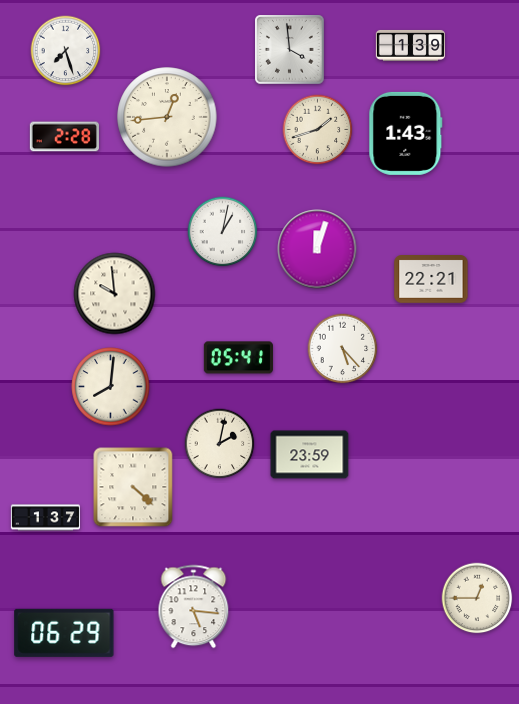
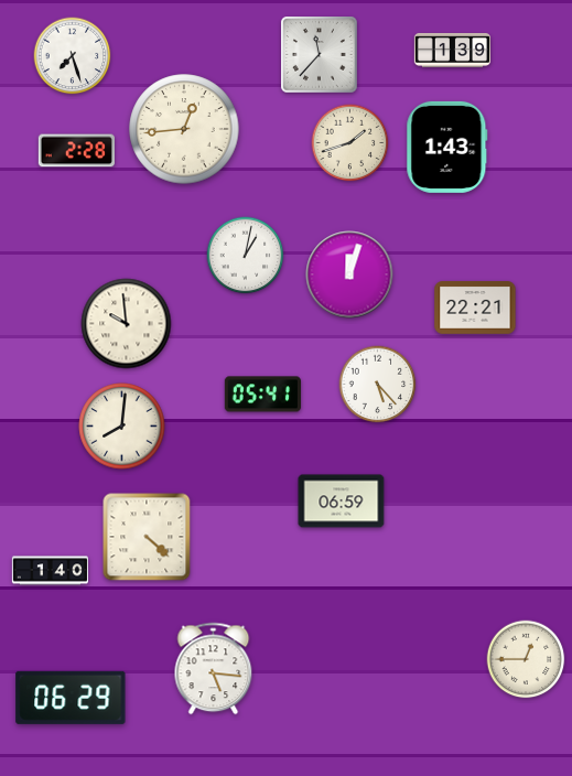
clock at (290, 50): 3:59 -> 11:37
clock at (64, 137) position: (64, 137) -> (76, 151)
clock at (220, 444): 2:02 -> none
clock at (310, 455): 23:59 -> 06:59
clock at (45, 518): 1:37 -> 1:40
